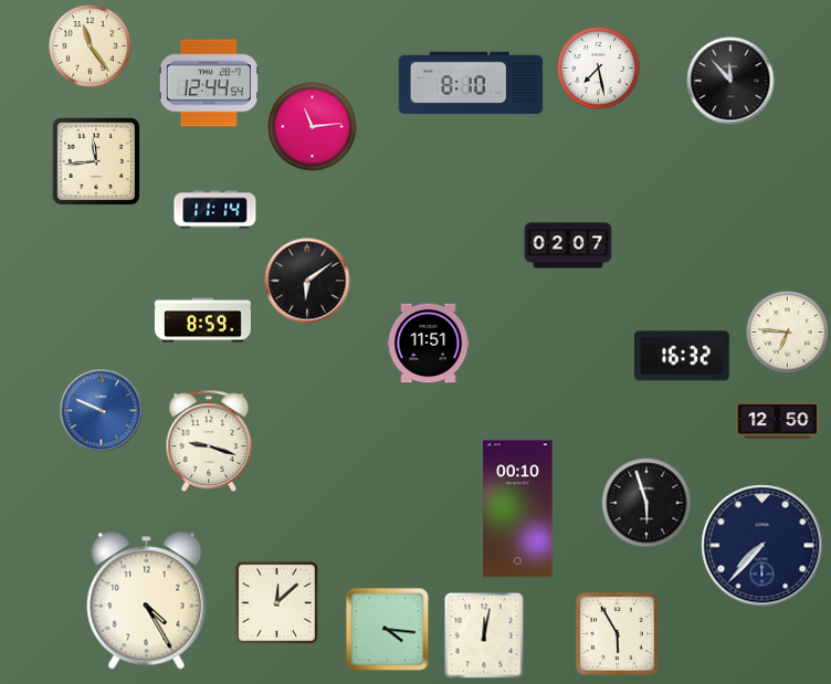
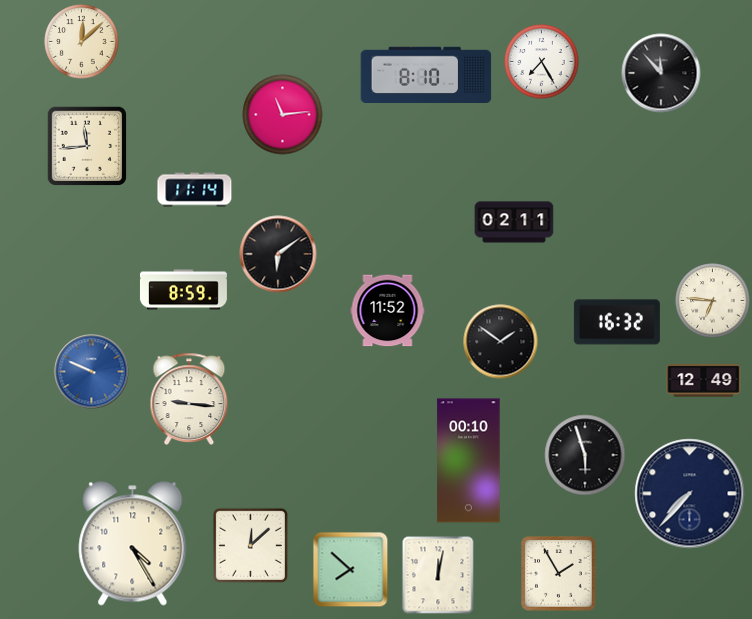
clock at (91, 46): 11:24 -> 12:08
clock at (599, 69): 7:28 -> 7:25
clock at (209, 83): 12:44 -> none
clock at (568, 245): 02:07 -> 02:11
clock at (429, 344): 11:51 -> 11:52
clock at (501, 342): none -> 1:51
clock at (778, 421): 12:50 -> 12:49
clock at (209, 441): 9:18 -> 9:16
clock at (388, 630): 4:16 -> 7:52
clock at (618, 634): 5:55 -> 1:55
